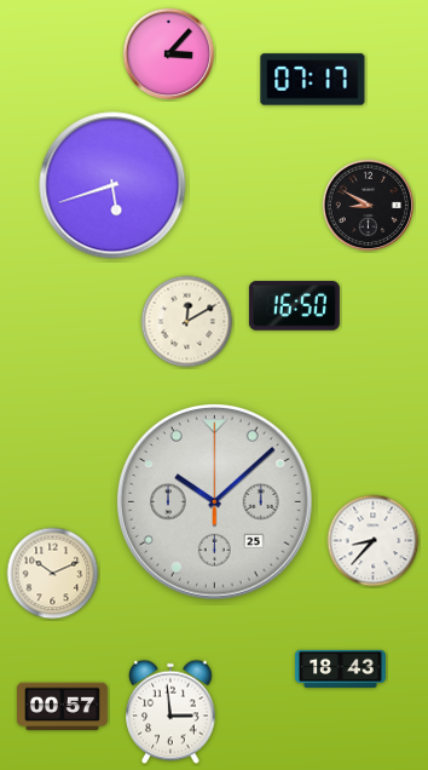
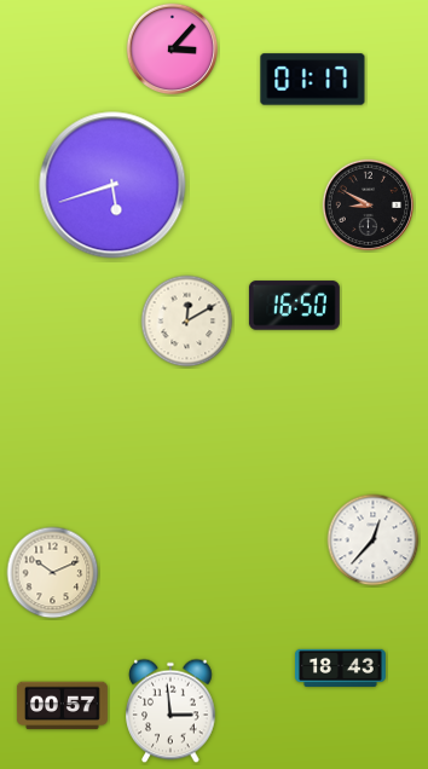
clock at (169, 54) position: (169, 54) -> (173, 50)
clock at (313, 80): 07:17 -> 01:17
clock at (215, 502): 10:08 -> none
clock at (374, 541): 8:37 -> 12:37
